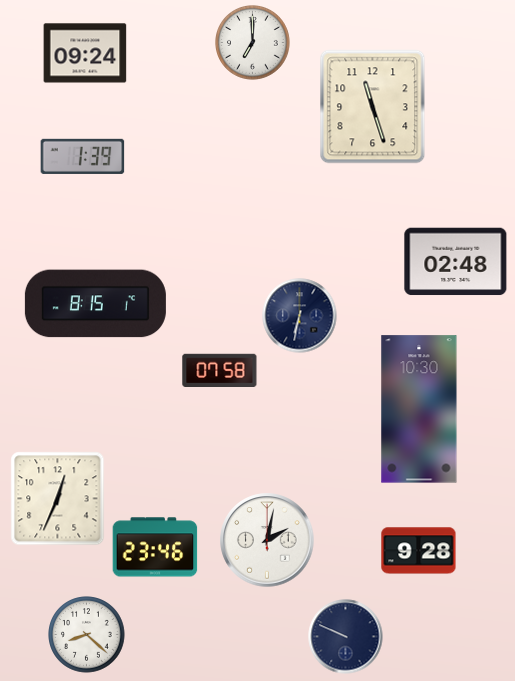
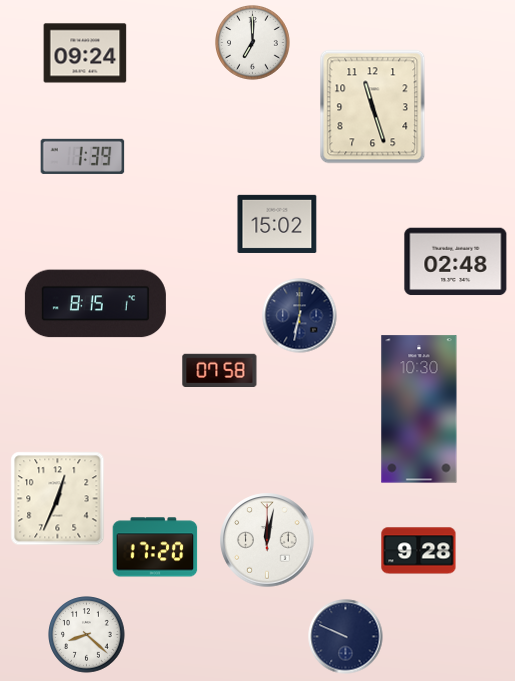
clock at (277, 224): none -> 15:02
clock at (267, 540): 2:02 -> 12:02
clock at (155, 547): 23:46 -> 17:20
